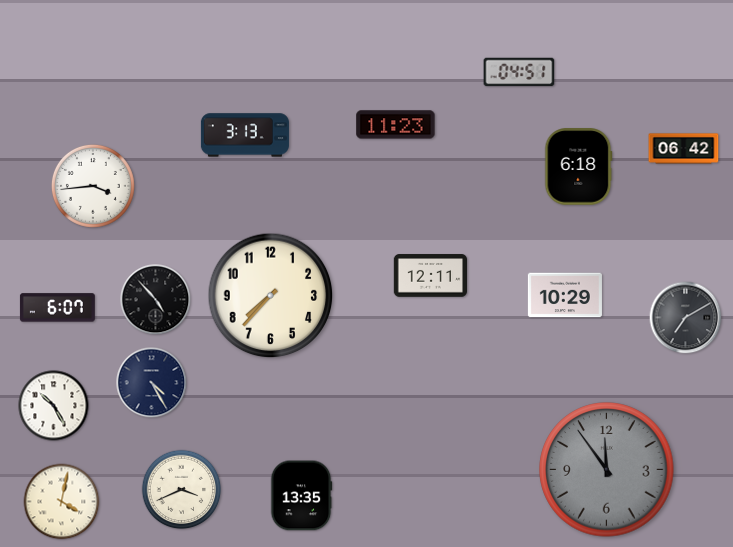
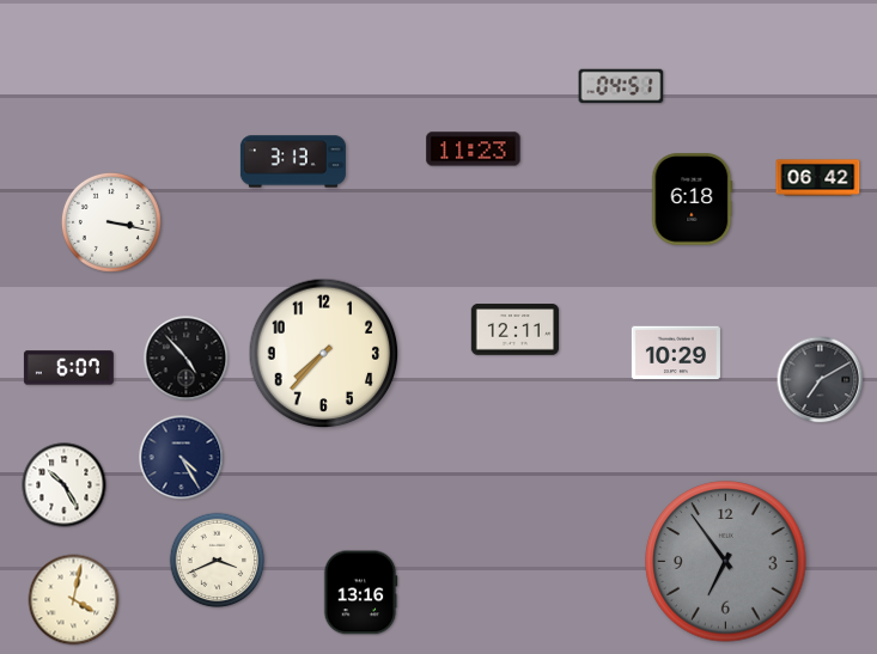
clock at (93, 186): 3:44 -> 3:17
clock at (607, 470): 11:54 -> 6:54
clock at (182, 490) position: (182, 490) -> (218, 561)
clock at (301, 496): 13:35 -> 13:16
